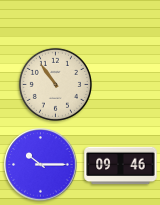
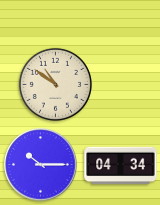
clock at (55, 84): 10:54 -> 10:51
clock at (121, 166): 09:46 -> 04:34
